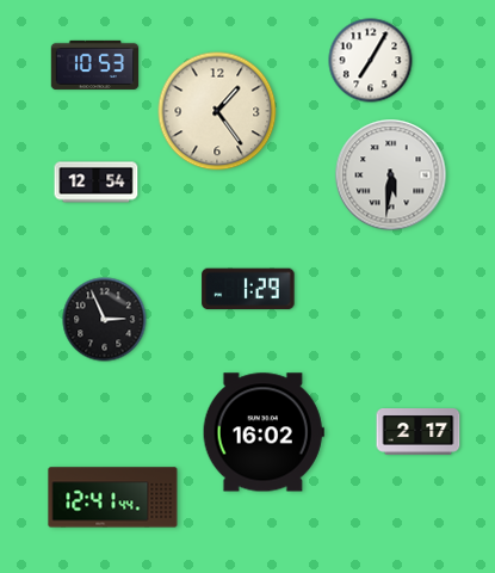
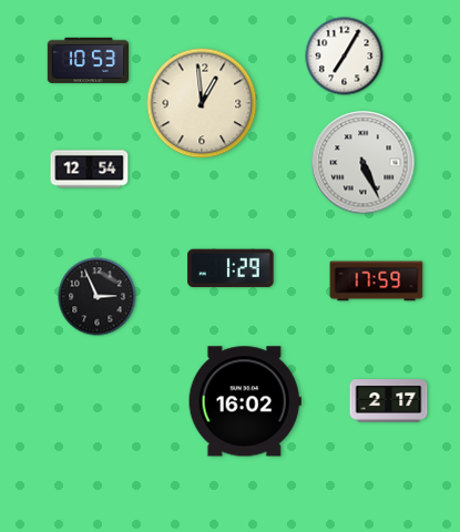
clock at (217, 111): 1:24 -> 12:59
clock at (391, 175): 5:31 -> 5:26
clock at (377, 282): none -> 17:59
clock at (113, 498): 12:41 -> none
